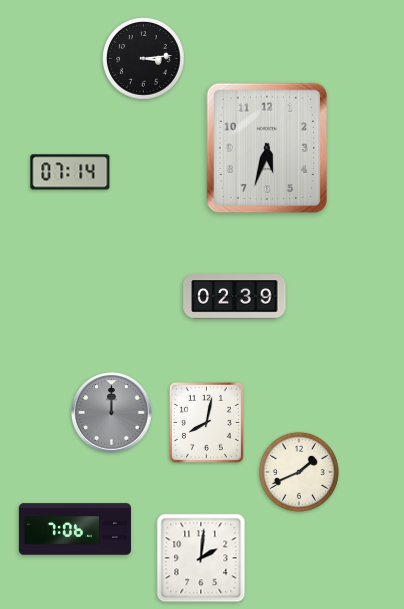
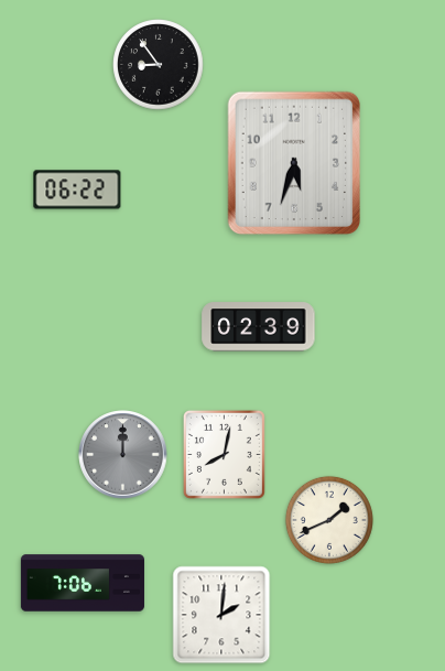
clock at (144, 59): 3:14 -> 8:54
clock at (70, 172): 07:14 -> 06:22
clock at (206, 422) position: (206, 422) -> (224, 454)
